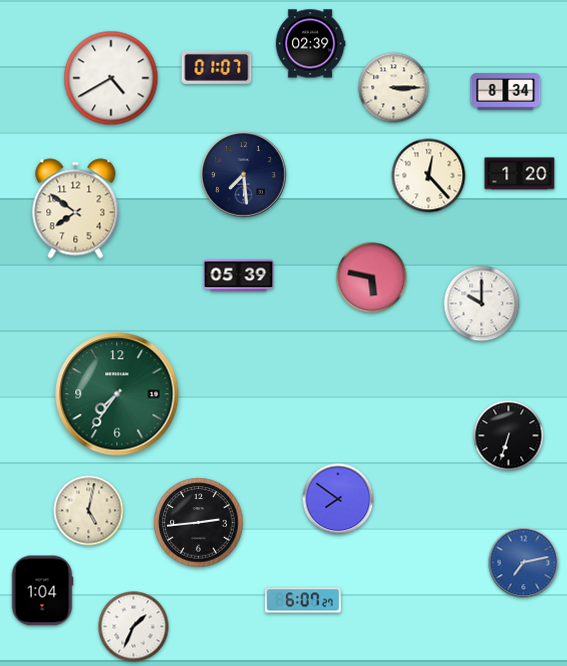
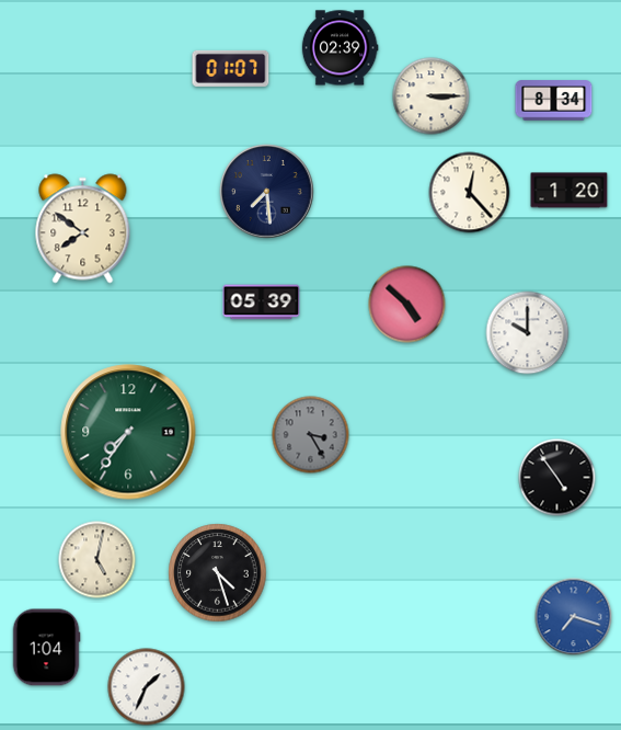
clock at (217, 67) position: (217, 67) -> (231, 68)
clock at (111, 78): 4:40 -> none
clock at (372, 278): 5:47 -> 4:52
clock at (311, 435): none -> 3:25
clock at (509, 436): 6:33 -> 4:54
clock at (338, 499): 7:51 -> none
clock at (199, 523): 2:44 -> 4:27
clock at (524, 563): 7:13 -> 7:18
clock at (303, 600): 6:07 -> none
